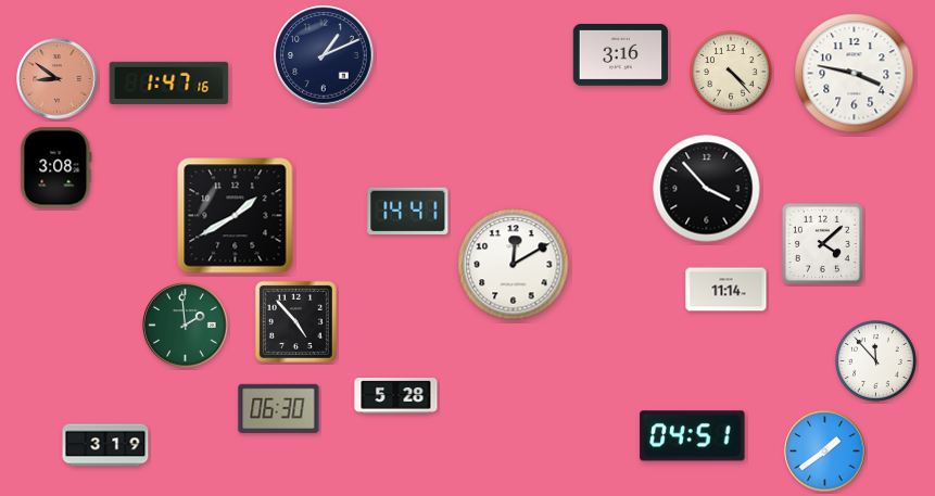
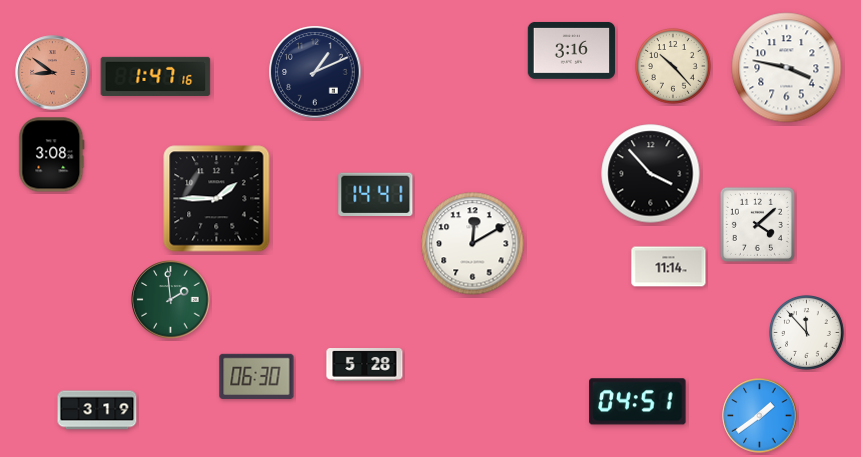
clock at (324, 55) position: (324, 55) -> (315, 72)
clock at (732, 73): 4:23 -> 10:23
clock at (236, 216): 1:40 -> 1:45
clock at (295, 321): 4:53 -> none
